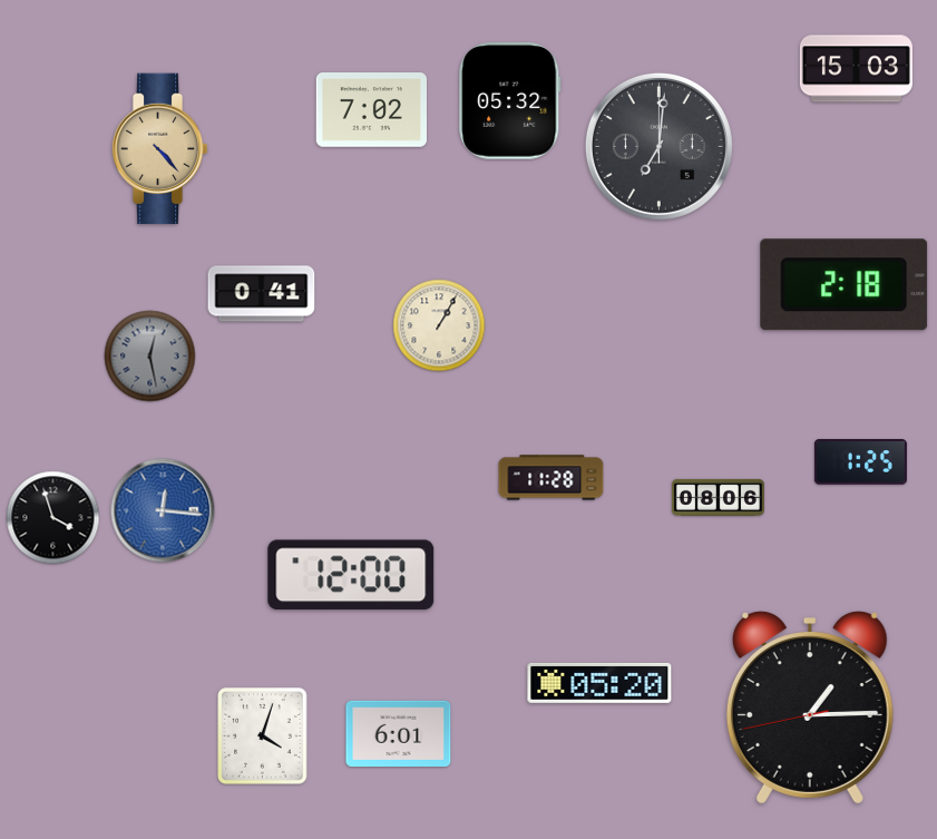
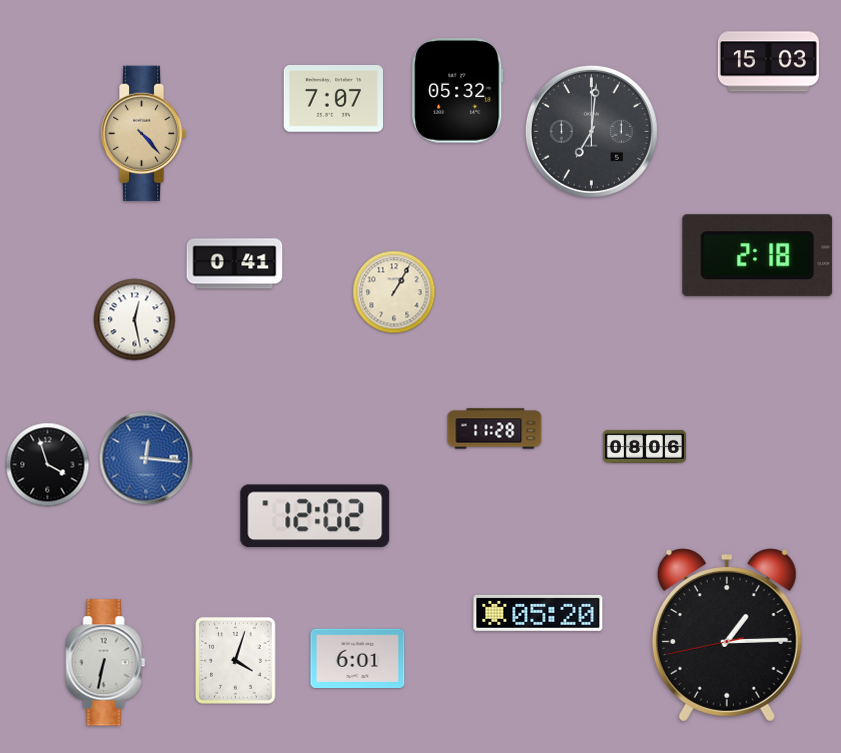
clock at (371, 110): 7:02 -> 7:07
clock at (150, 357) dial: grey -> white
clock at (860, 462): 1:25 -> none
clock at (351, 575): 12:00 -> 12:02
clock at (106, 663): none -> 6:32
